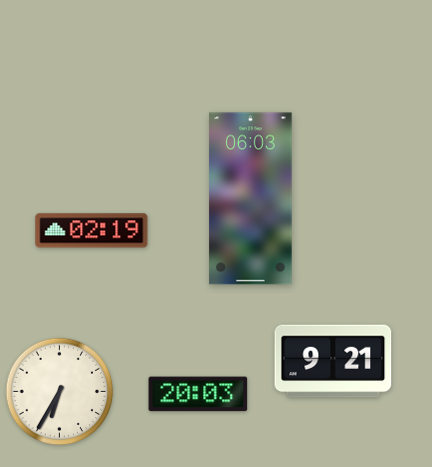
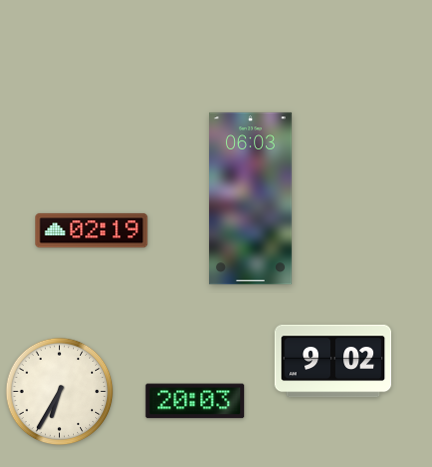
clock at (333, 361): 9:21 -> 9:02
clock at (198, 394) position: (198, 394) -> (195, 401)
